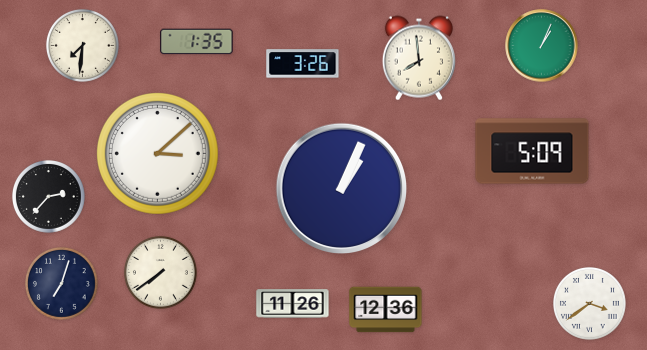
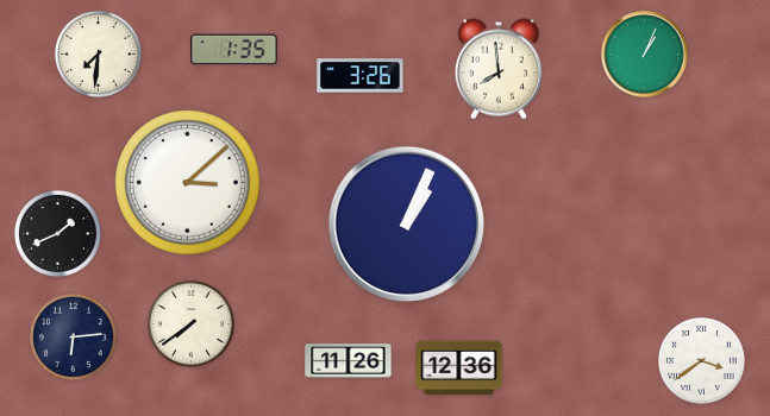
clock at (532, 151): 5:09 -> none
clock at (48, 196): 2:37 -> 1:41
clock at (61, 283): 7:03 -> 6:14
